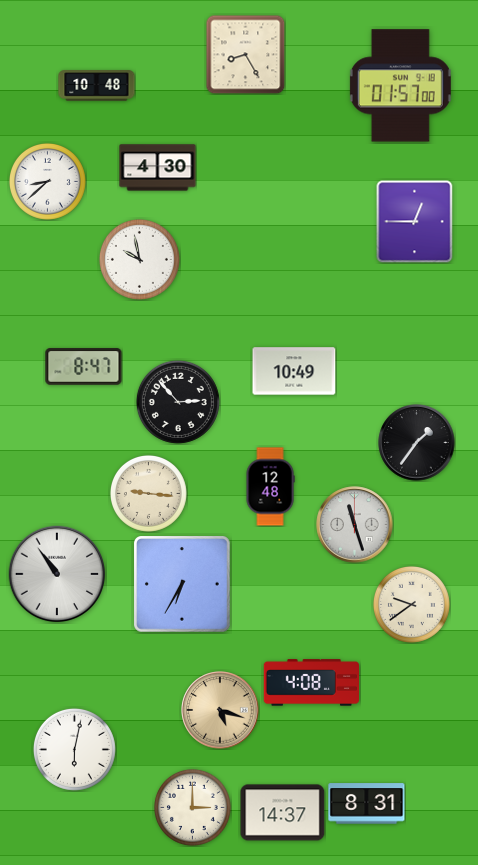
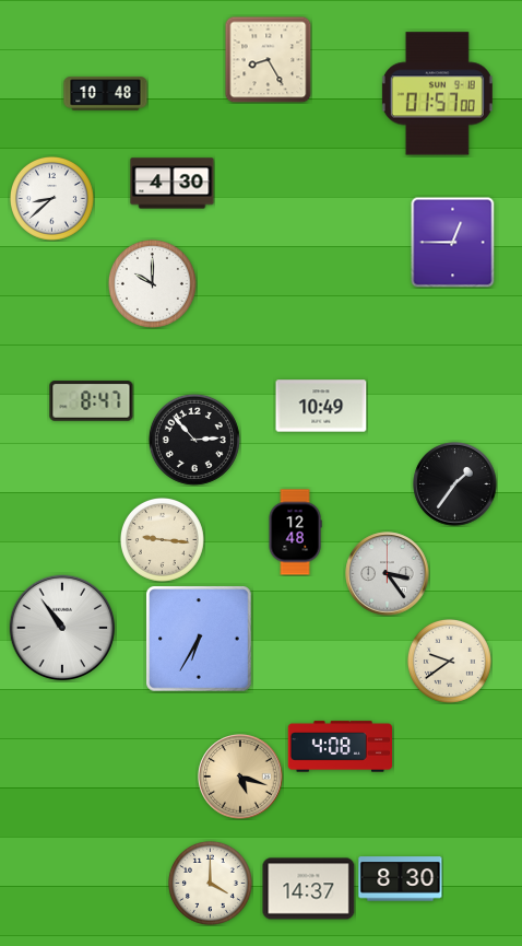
clock at (139, 259): 9:58 -> 10:00
clock at (355, 525): 11:27 -> 3:24
clock at (74, 749): 6:02 -> none
clock at (367, 804): 8:31 -> 8:30
clock at (192, 807): 3:00 -> 4:00
